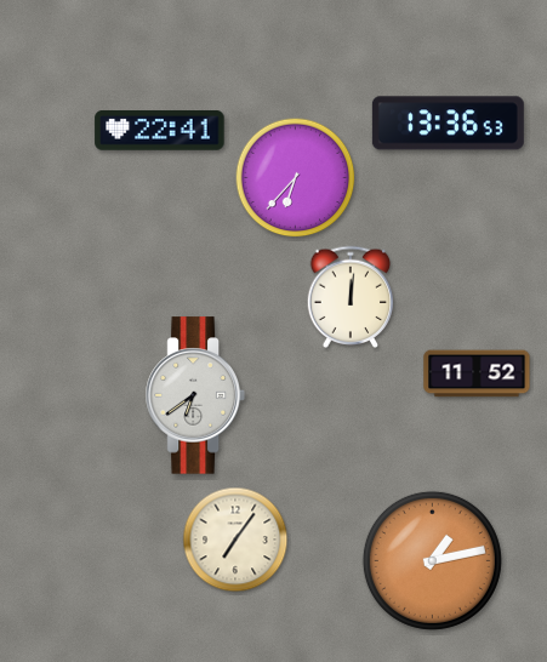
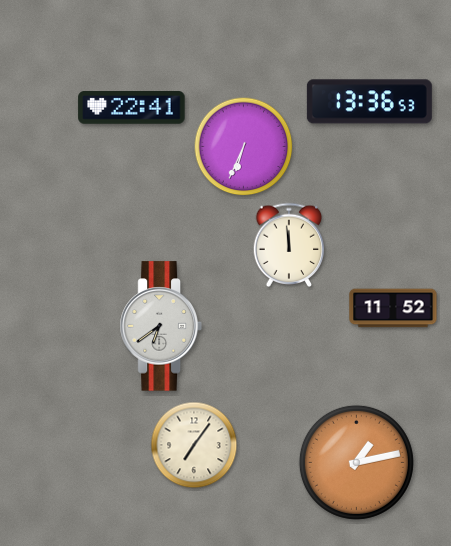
clock at (296, 178): 6:37 -> 6:34
clock at (351, 297): 12:01 -> 11:59
